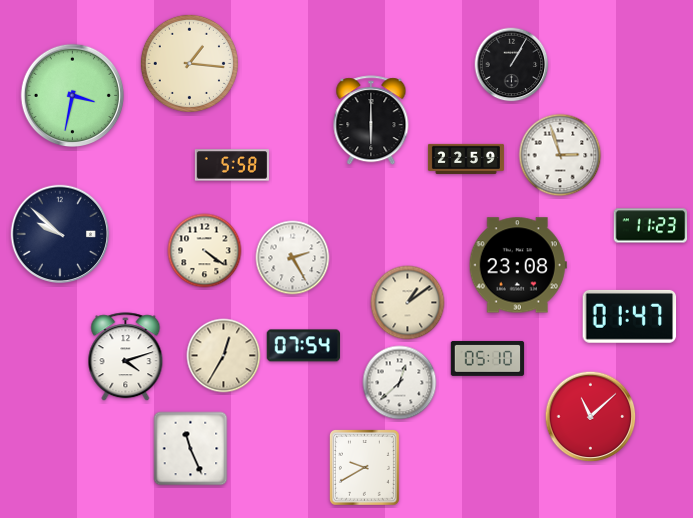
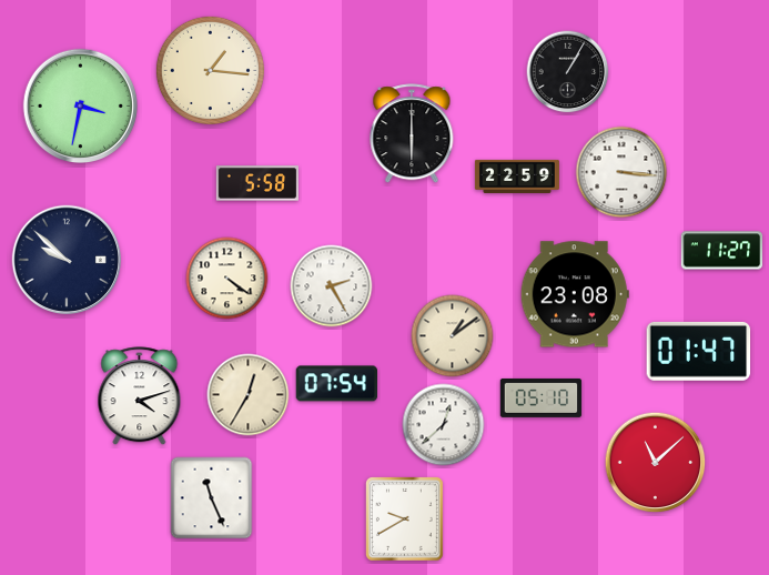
clock at (560, 155): 2:57 -> 3:16
clock at (651, 226): 11:23 -> 11:27
clock at (293, 258) position: (293, 258) -> (332, 286)
